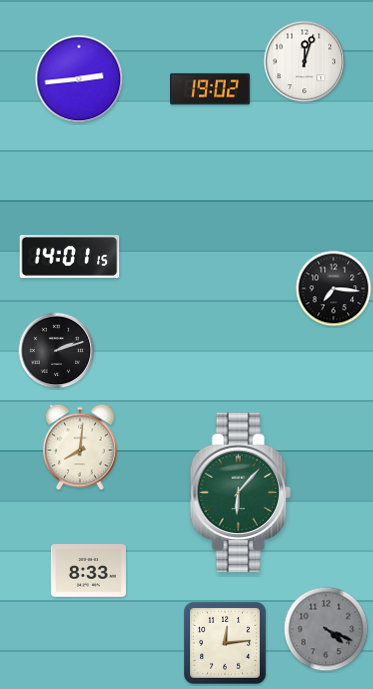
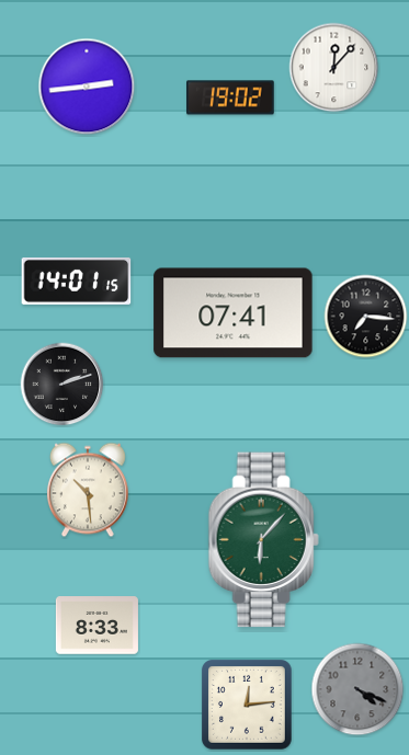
clock at (305, 62): 12:03 -> 12:07
clock at (234, 313): none -> 07:41
clock at (80, 447): 8:01 -> 10:29
